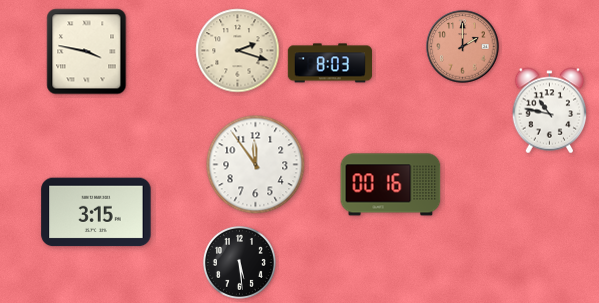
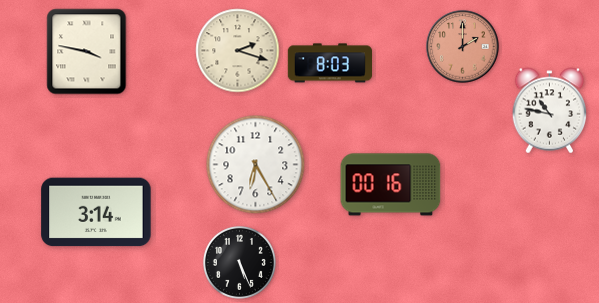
clock at (256, 165): 11:54 -> 6:25
clock at (96, 212): 3:15 -> 3:14
clock at (239, 262): 5:29 -> 5:26
